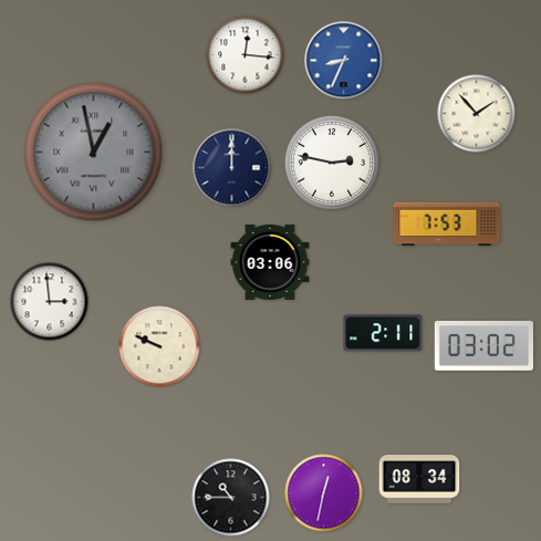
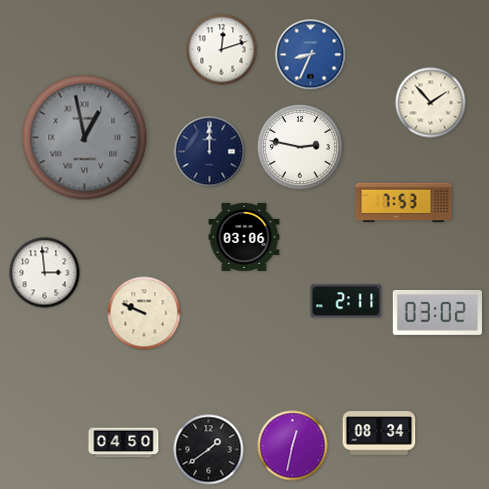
clock at (246, 55): 12:16 -> 12:12
clock at (124, 443): none -> 04:50
clock at (231, 498): 10:45 -> 1:39
